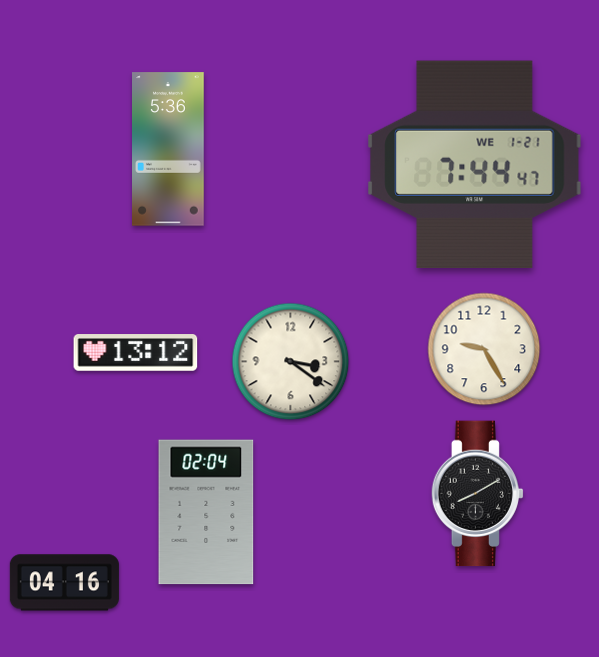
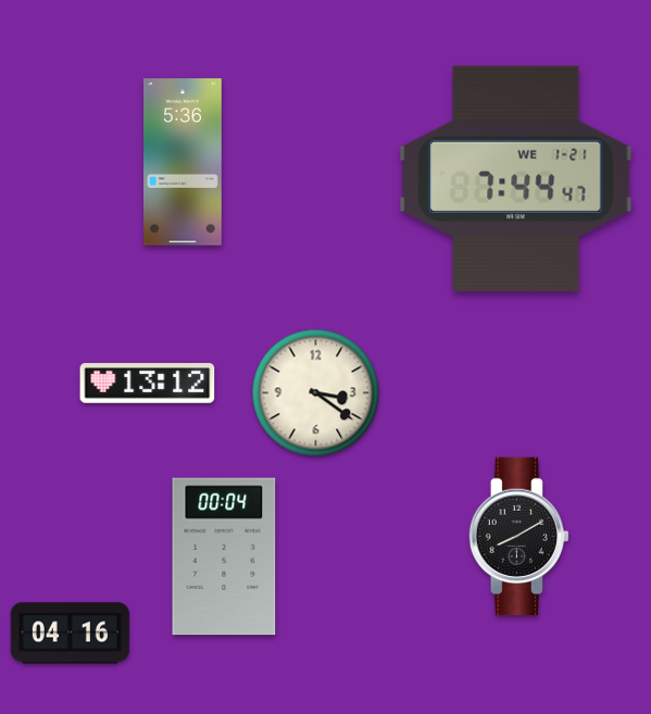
clock at (484, 349): 9:25 -> none
clock at (206, 512): 02:04 -> 00:04
